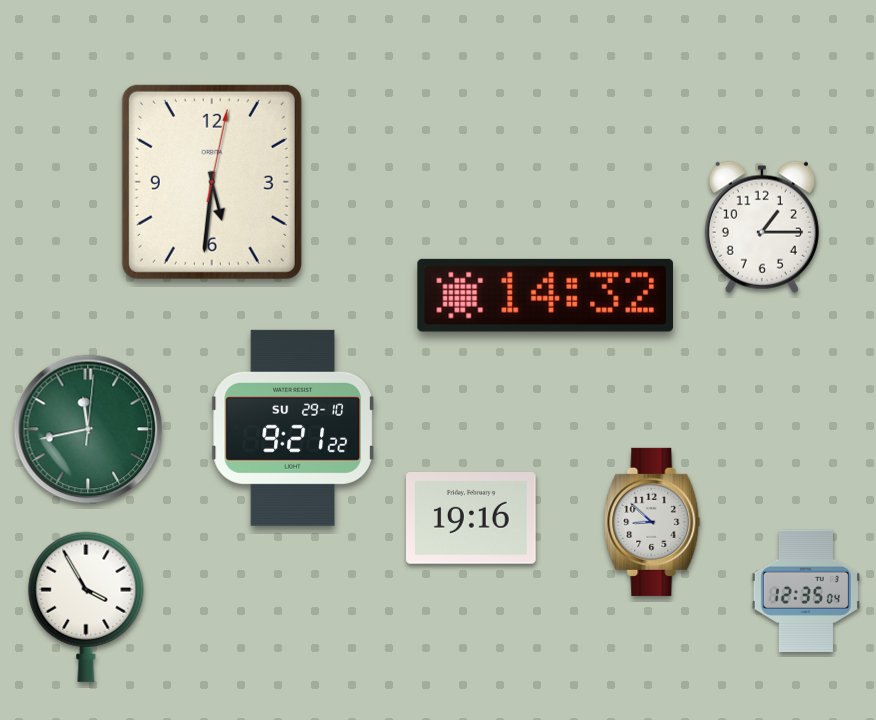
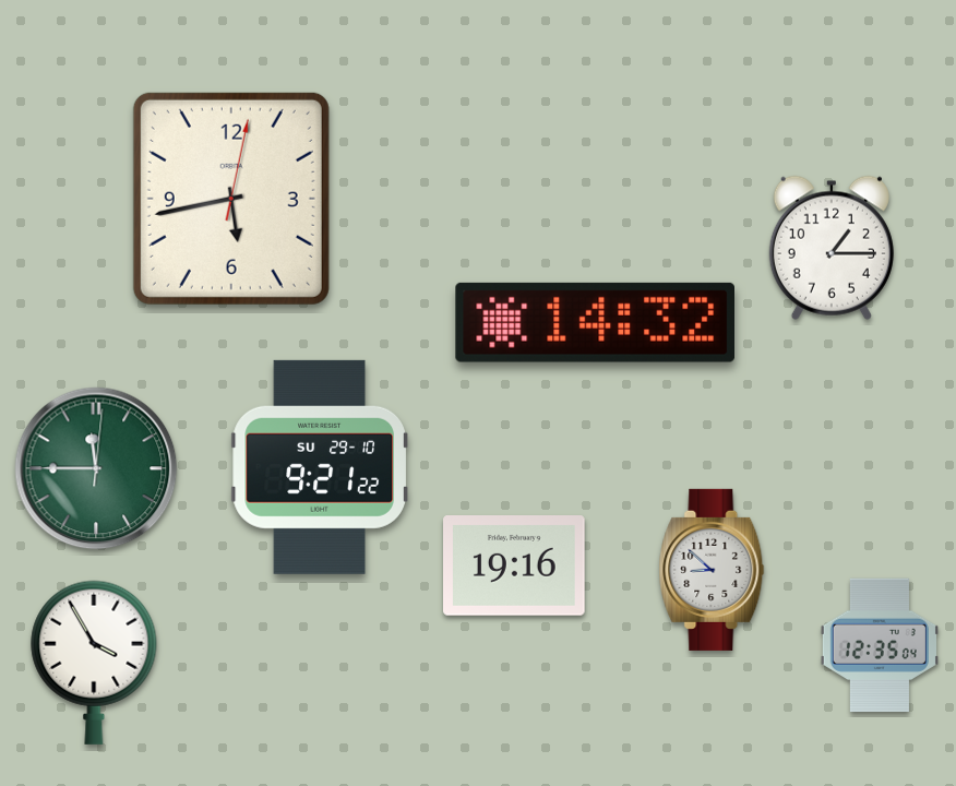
clock at (212, 182): 5:31 -> 5:43
clock at (88, 429): 11:43 -> 11:45
